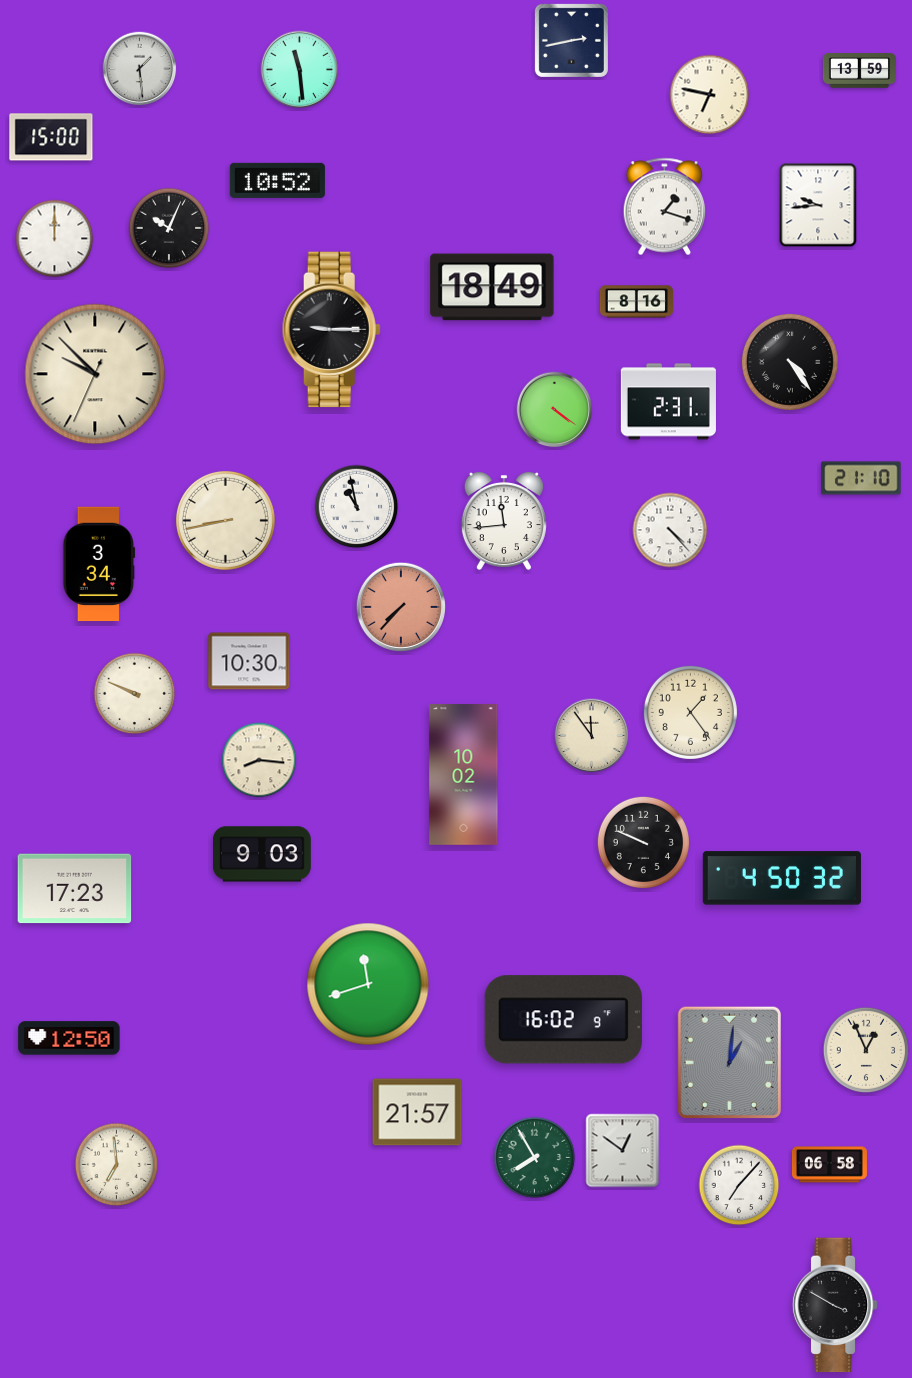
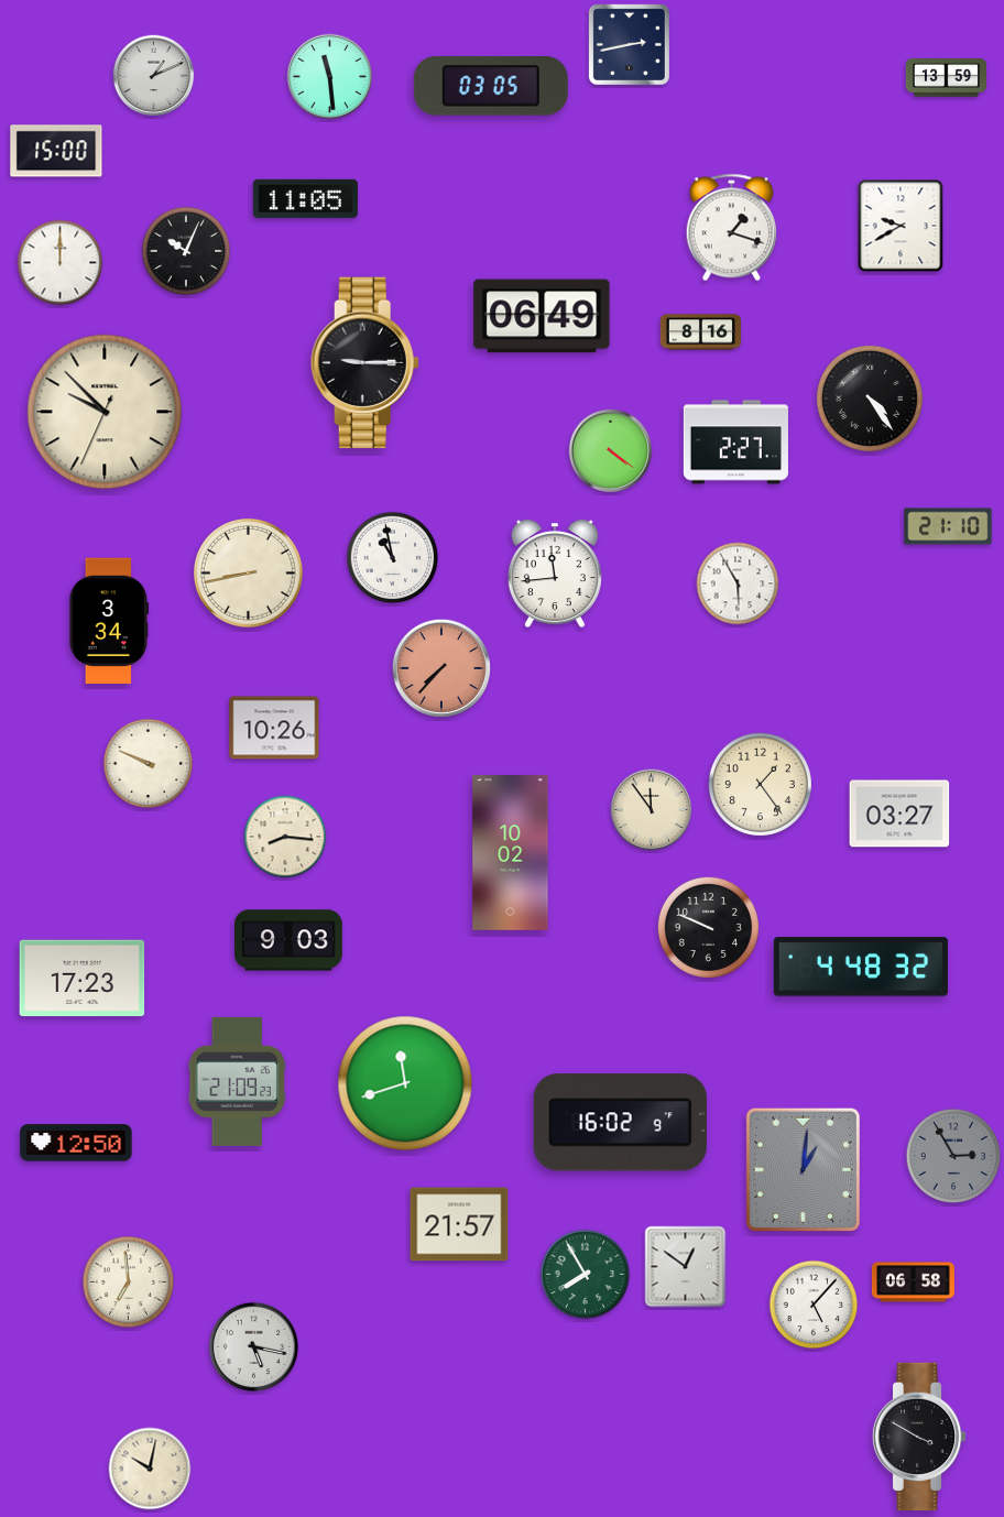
clock at (140, 69): 1:29 -> 1:11
clock at (491, 87): none -> 03:05
clock at (710, 95): 6:47 -> none
clock at (277, 180): 10:52 -> 11:05
clock at (818, 205): 9:44 -> 9:40
clock at (492, 287): 18:49 -> 06:49
clock at (668, 402): 2:31 -> 2:27
clock at (670, 530): 4:23 -> 5:55
clock at (249, 661): 10:30 -> 10:26
clock at (899, 814): none -> 03:27
clock at (782, 878): 4:50 -> 4:48
clock at (237, 1081): none -> 21:09
clock at (866, 1050): 12:56 -> 2:55
clock at (866, 1050) dial: cream -> grey
clock at (535, 1158) position: (535, 1158) -> (586, 1275)
clock at (739, 1185): 7:07 -> 5:07
clock at (254, 1347): none -> 5:17
clock at (150, 1469): none -> 10:02
